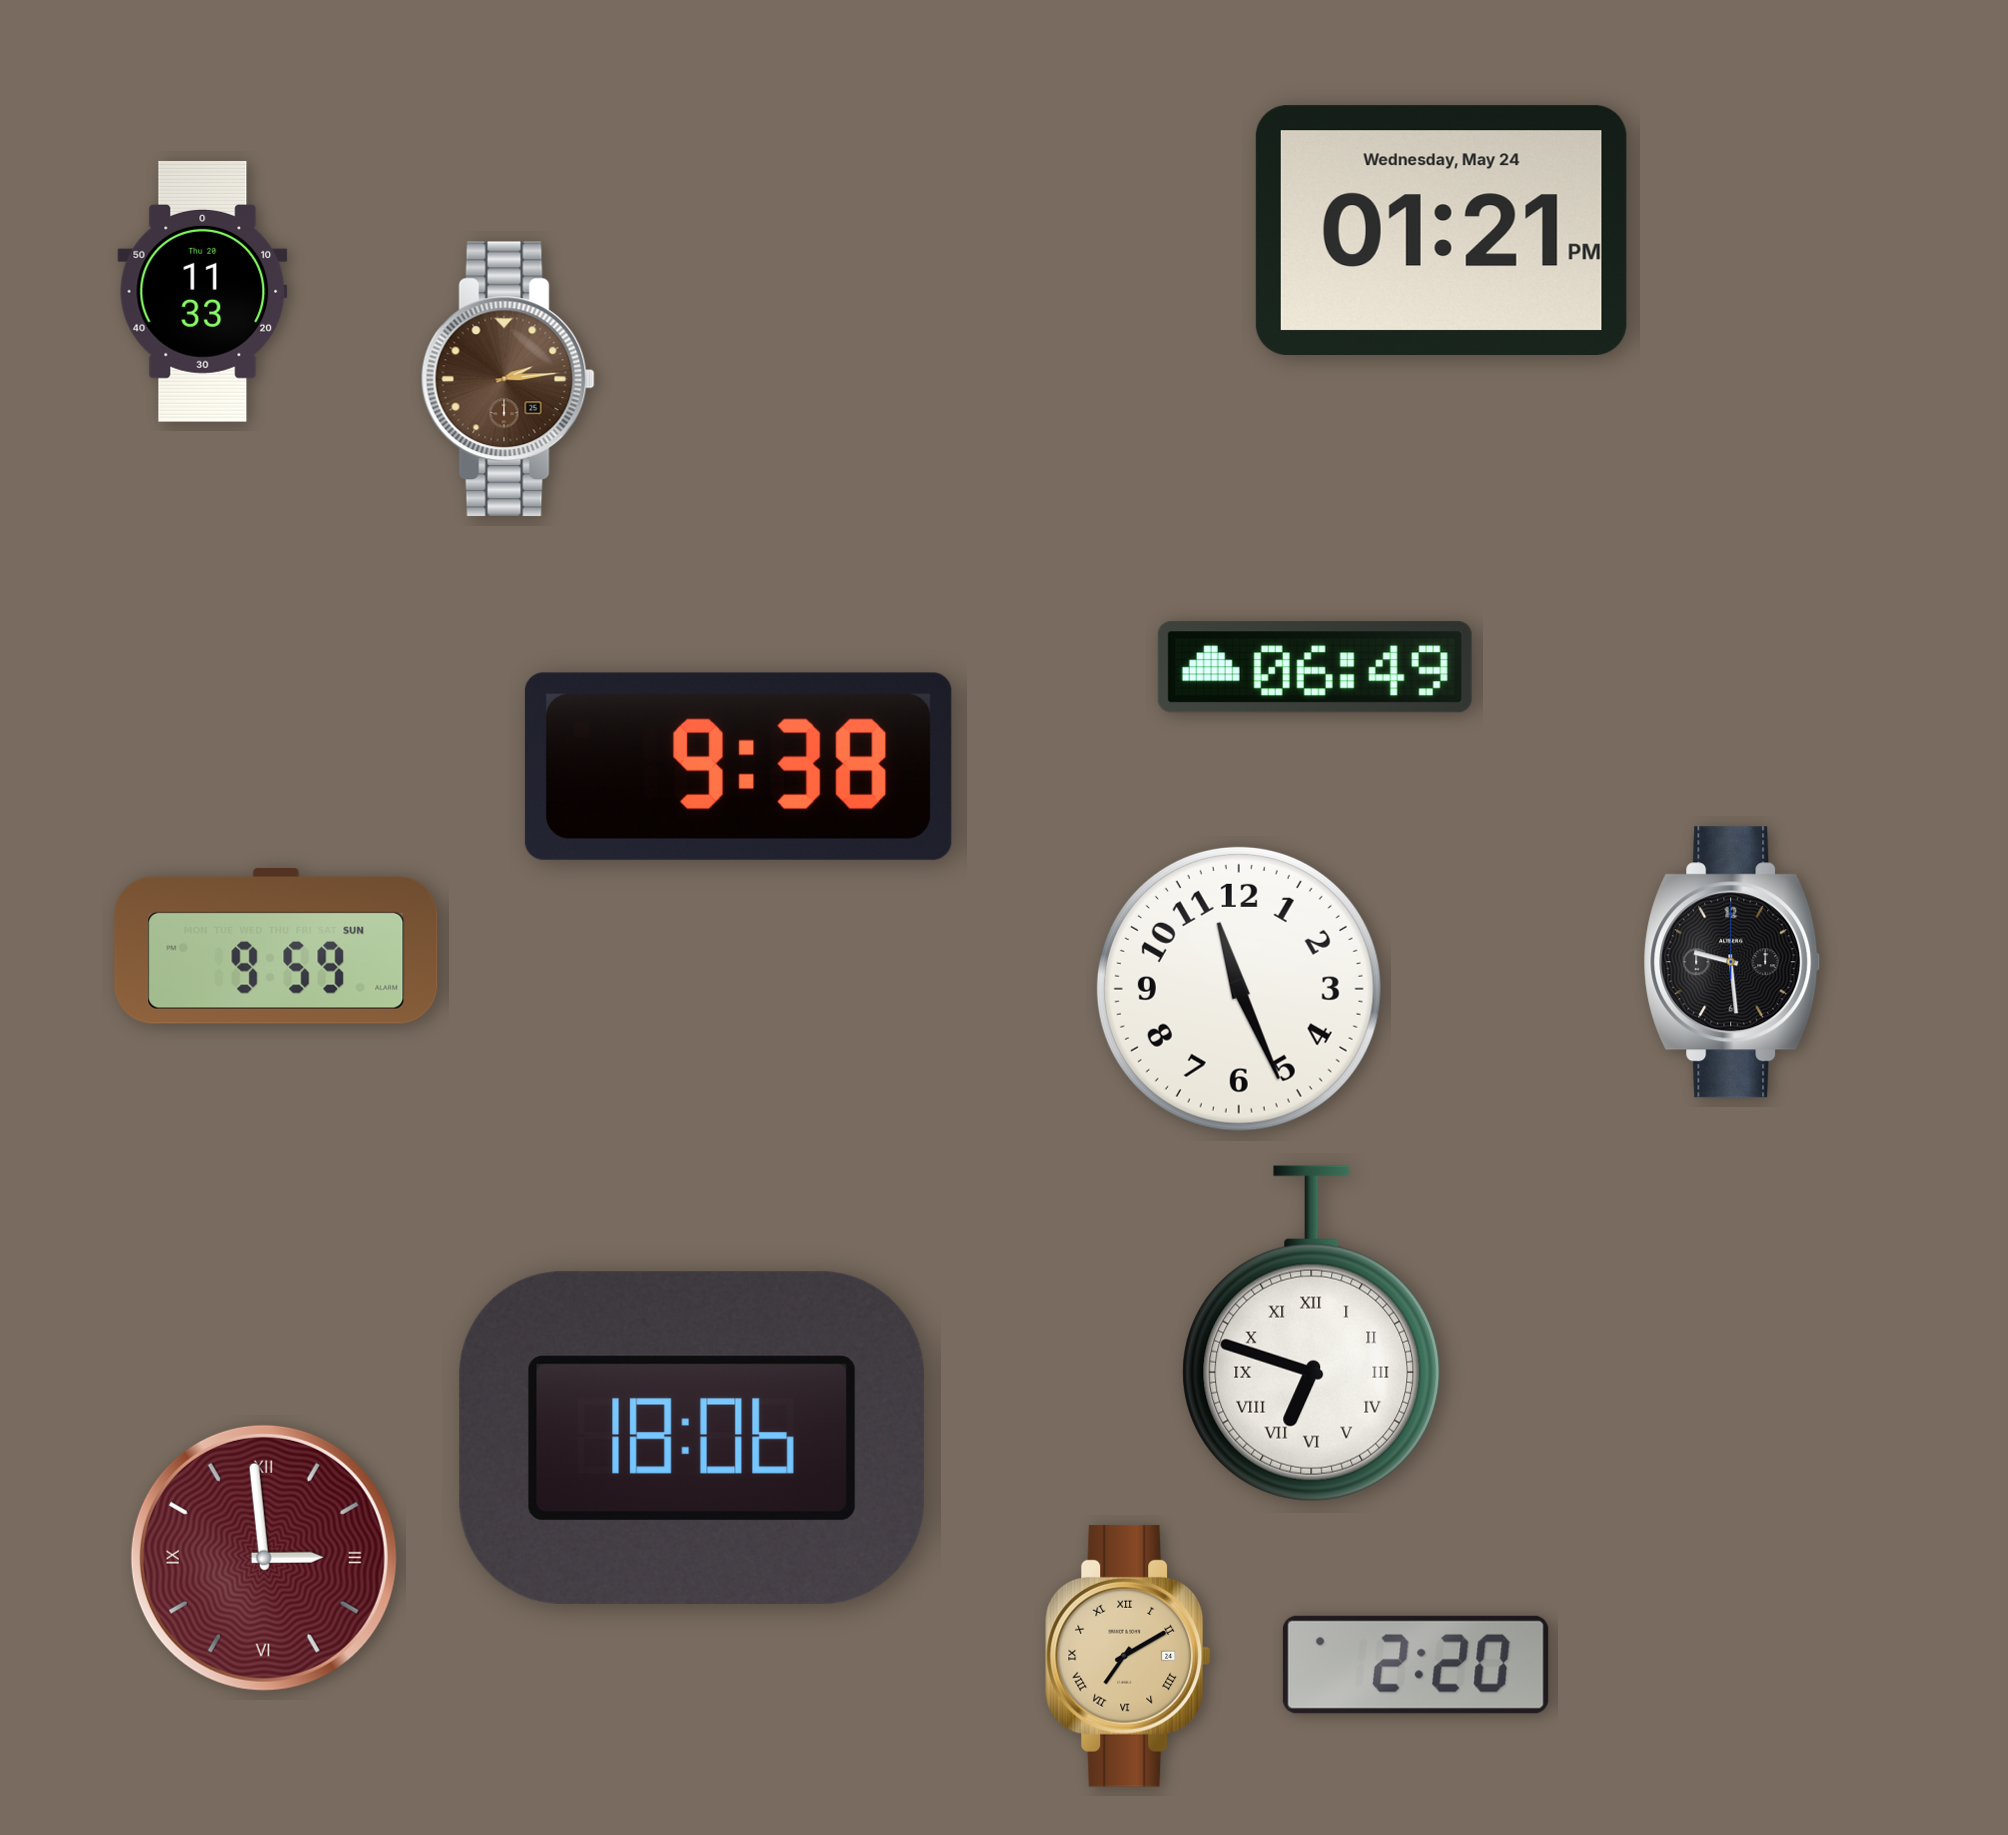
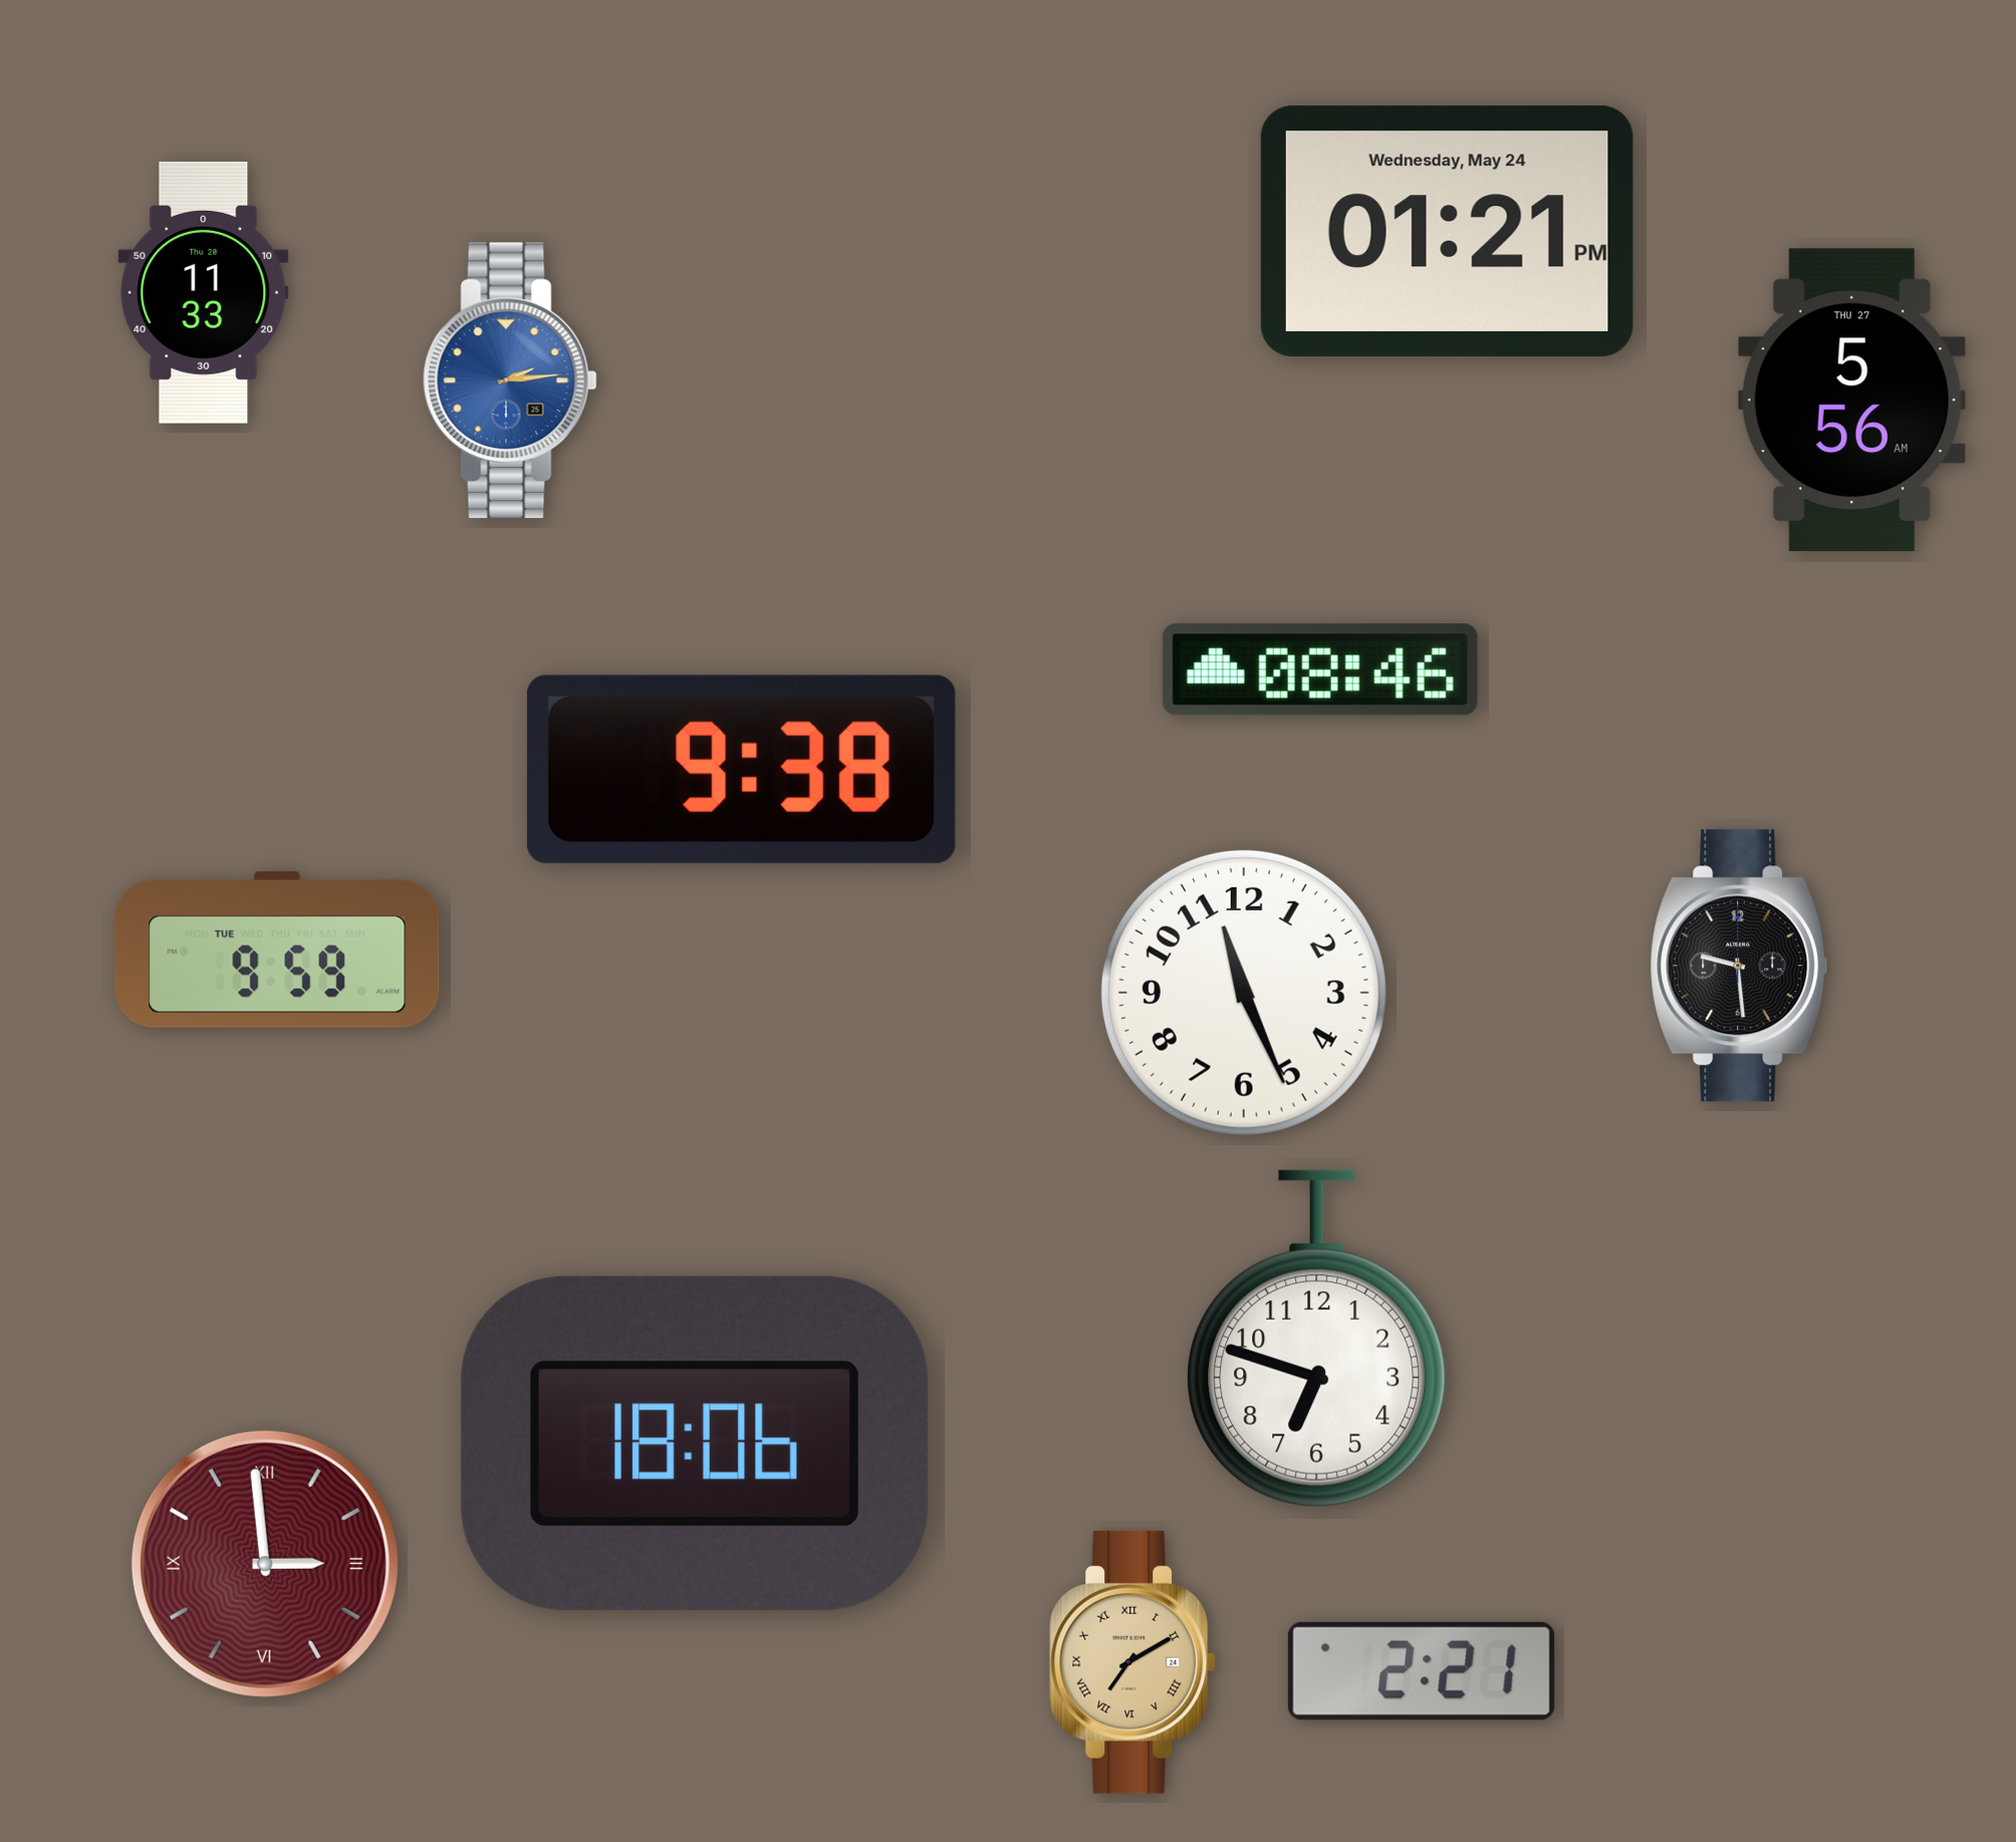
clock at (508, 379) dial: brown -> blue
clock at (1851, 401): none -> 5:56
clock at (1315, 667): 06:49 -> 08:46
clock at (276, 946) date: SUN -> TUE
clock at (1312, 1334) numerals: Roman -> Arabic
clock at (1416, 1665): 2:20 -> 2:21
